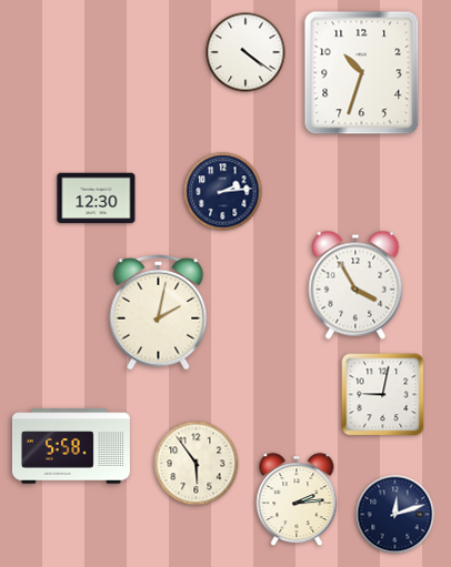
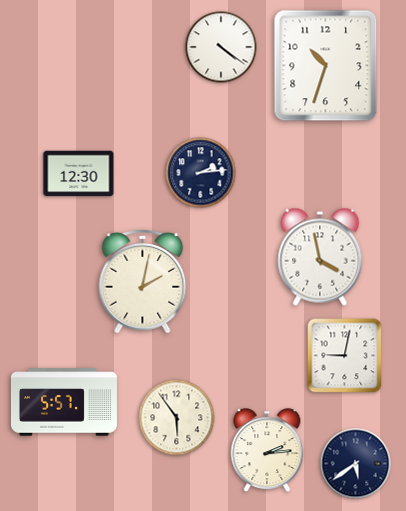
clock at (97, 199) position: (97, 199) -> (79, 174)
clock at (355, 285): 3:55 -> 3:58
clock at (71, 446): 5:58 -> 5:57
clock at (395, 515): 12:12 -> 5:39
